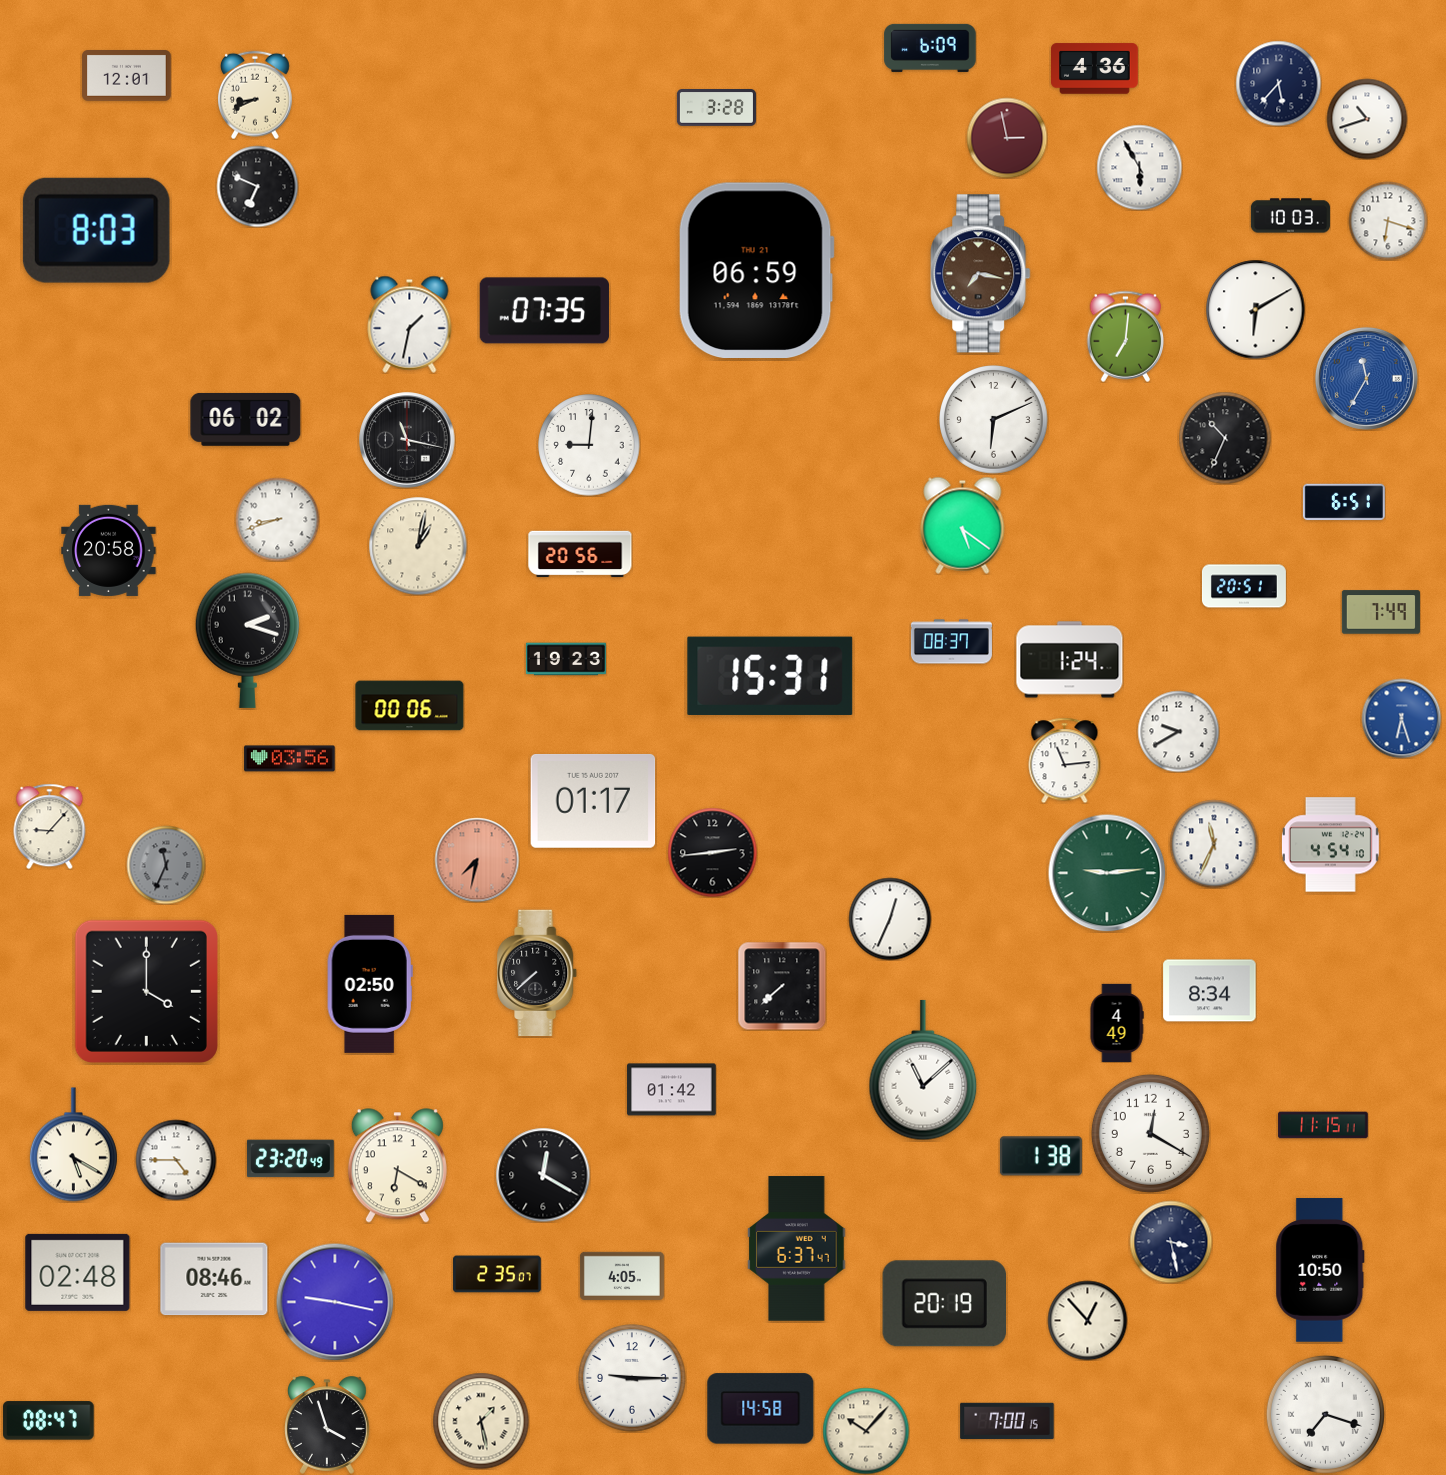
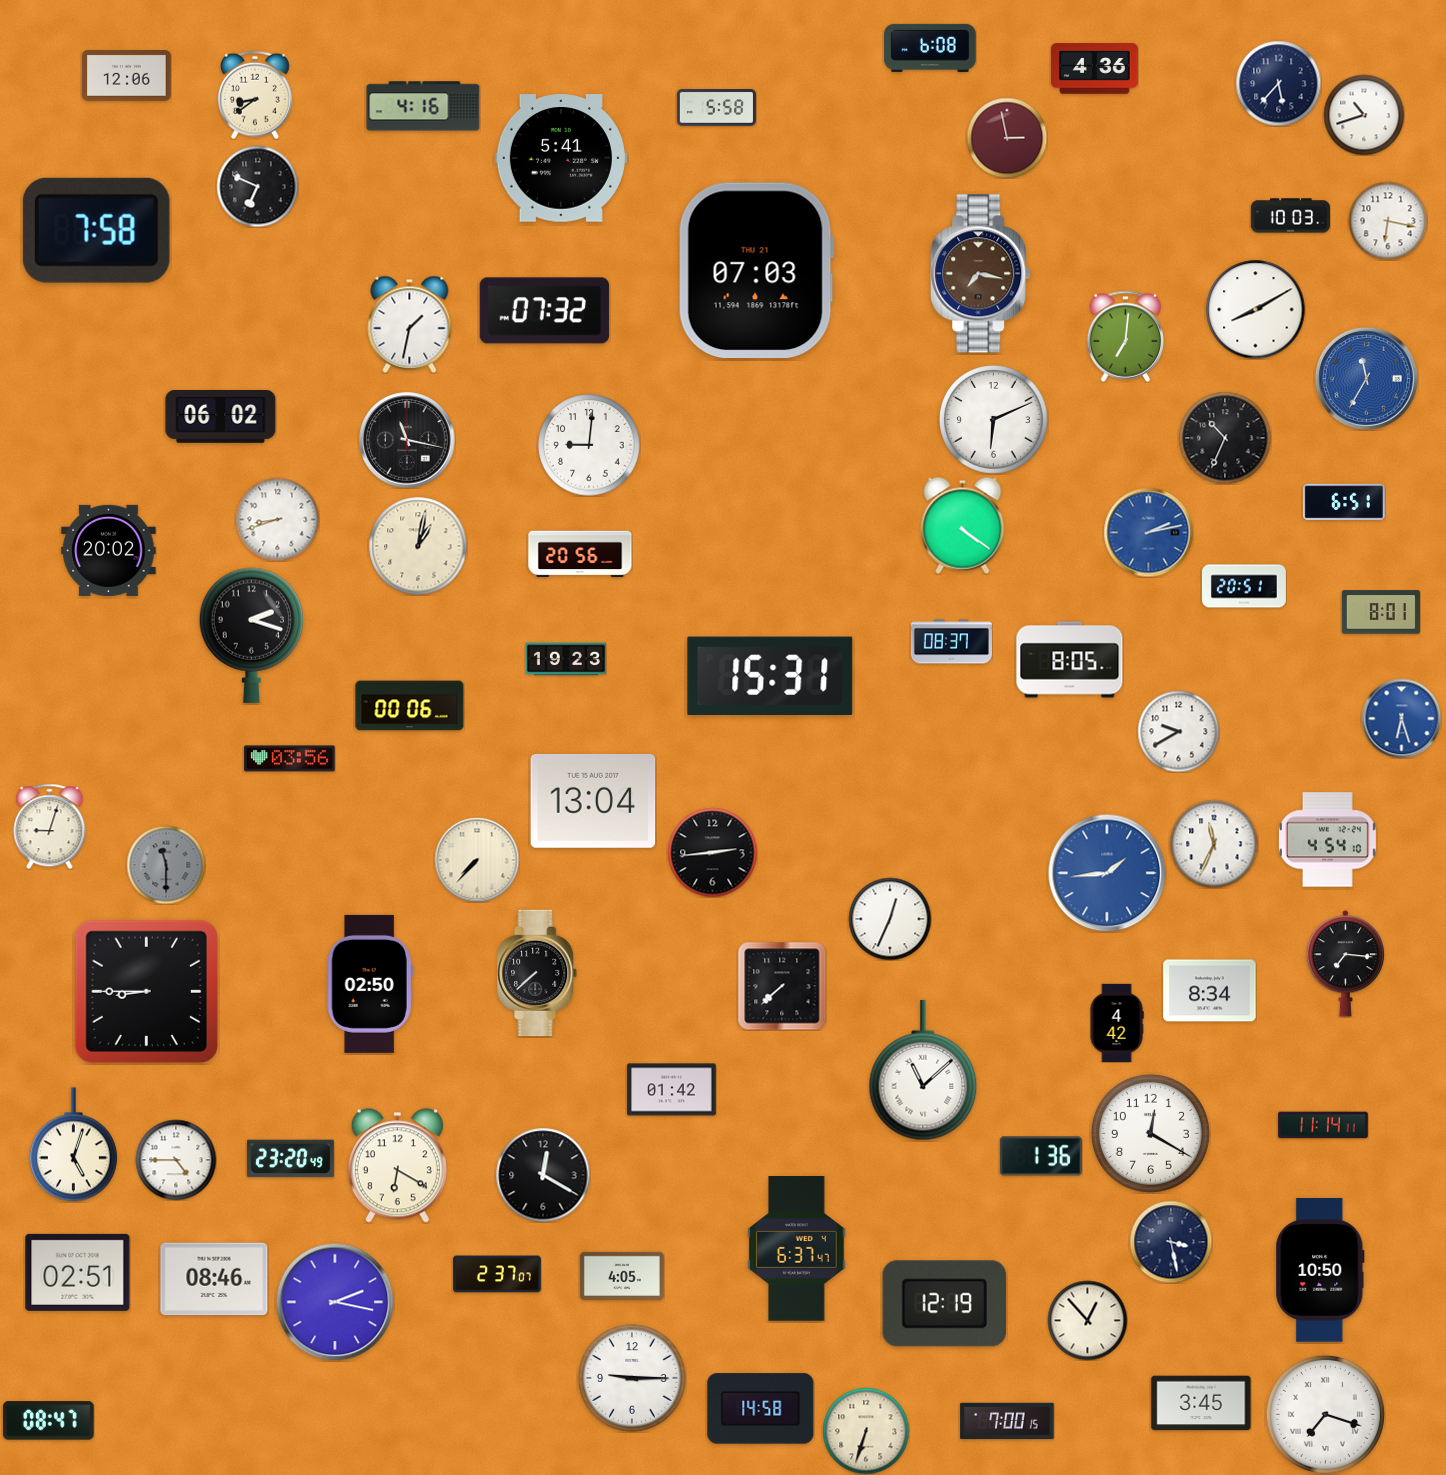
clock at (930, 48): 6:09 -> 6:08
clock at (127, 76): 12:01 -> 12:06
clock at (255, 95): 8:41 -> 8:39
clock at (423, 106): none -> 4:16
clock at (716, 108): 3:28 -> 5:58
clock at (1367, 119) position: (1367, 119) -> (1364, 115)
clock at (561, 158): none -> 5:41
clock at (1139, 167): 5:55 -> none
clock at (1388, 221): 6:18 -> 6:17
clock at (96, 230): 8:03 -> 7:58
clock at (756, 270): 06:59 -> 07:03
clock at (1256, 310): 6:10 -> 8:10
clock at (544, 311): 07:35 -> 07:32
clock at (246, 419) position: (246, 419) -> (221, 416)
clock at (963, 525): 5:21 -> 4:21
clock at (1148, 532): none -> 2:13
clock at (109, 550): 20:58 -> 20:02
clock at (1381, 612): 7:49 -> 8:01
clock at (248, 640) position: (248, 640) -> (252, 635)
clock at (1070, 660): 1:24 -> 8:05
clock at (1065, 760): 11:14 -> none
clock at (593, 801): 01:17 -> 13:04
clock at (50, 826): 9:07 -> 9:03
clock at (1330, 845) position: (1330, 845) -> (1327, 840)
clock at (477, 860): 7:32 -> 7:37
clock at (477, 860) dial: salmon -> cream
clock at (166, 865): 11:34 -> 11:30
clock at (1107, 873): 9:14 -> 1:44
clock at (1107, 873) dial: green -> blue
clock at (1346, 964): none -> 7:16
clock at (146, 991): 4:00 -> 8:45
clock at (1117, 1023): 4:49 -> 4:42
clock at (1323, 1125): 11:15 -> 11:14
clock at (73, 1145): 5:20 -> 5:03
clock at (1041, 1156): 1:38 -> 1:36
clock at (78, 1272): 02:48 -> 02:51
clock at (497, 1274): 2:35 -> 2:37
clock at (335, 1302): 9:17 -> 2:17
clock at (944, 1304): 20:19 -> 12:19
clock at (1201, 1403): none -> 3:45
clock at (481, 1421): 1:28 -> none
clock at (327, 1425): 3:57 -> none
clock at (866, 1431): 10:07 -> 6:33
